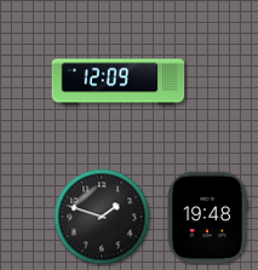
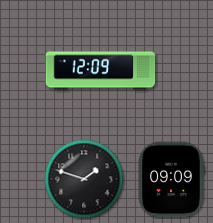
clock at (119, 82) position: (119, 82) -> (101, 71)
clock at (207, 218): 19:48 -> 09:09
